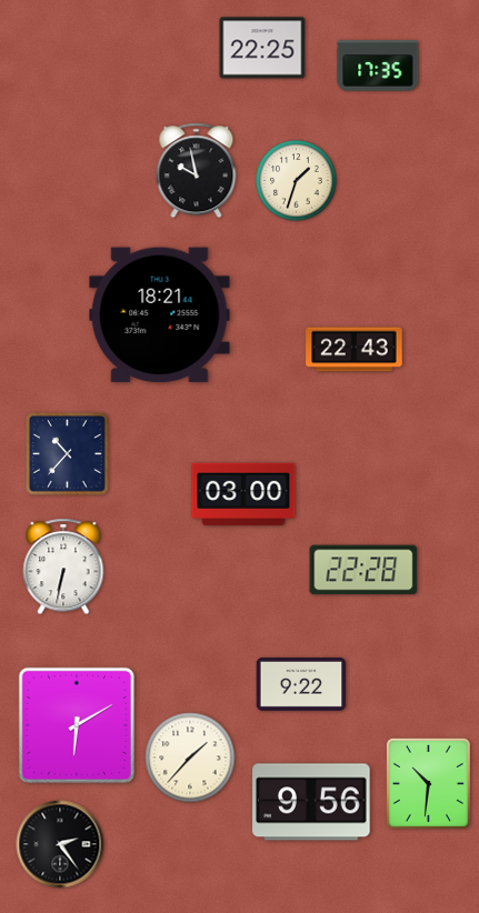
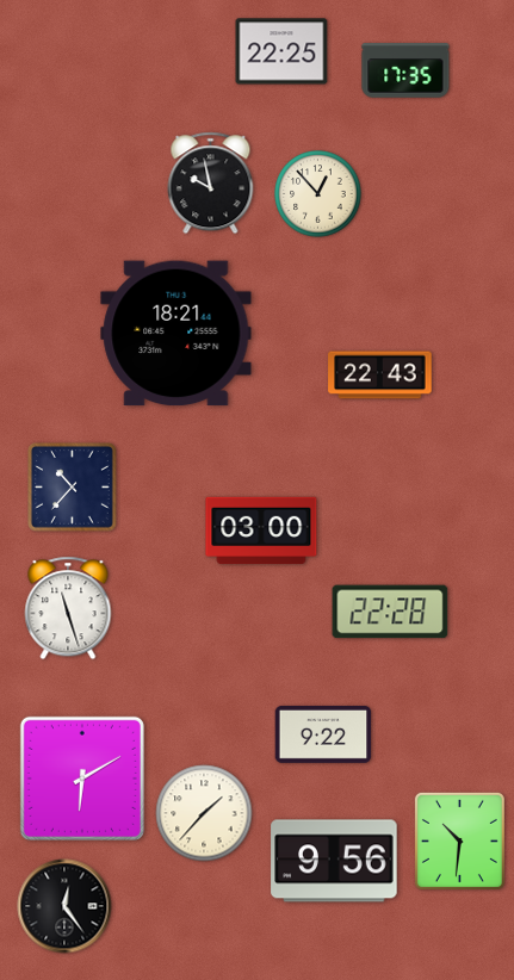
clock at (297, 181): 1:33 -> 12:53
clock at (160, 315) position: (160, 315) -> (177, 334)
clock at (63, 566): 6:32 -> 11:27
clock at (60, 844): 2:24 -> 12:24
